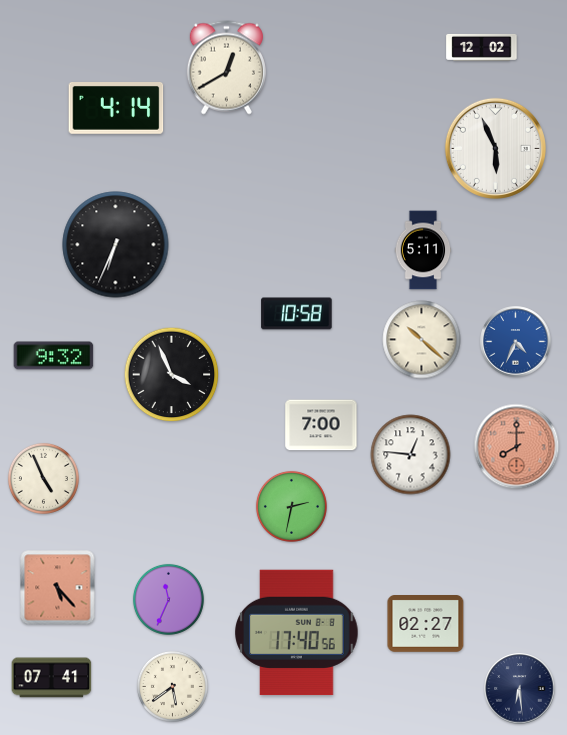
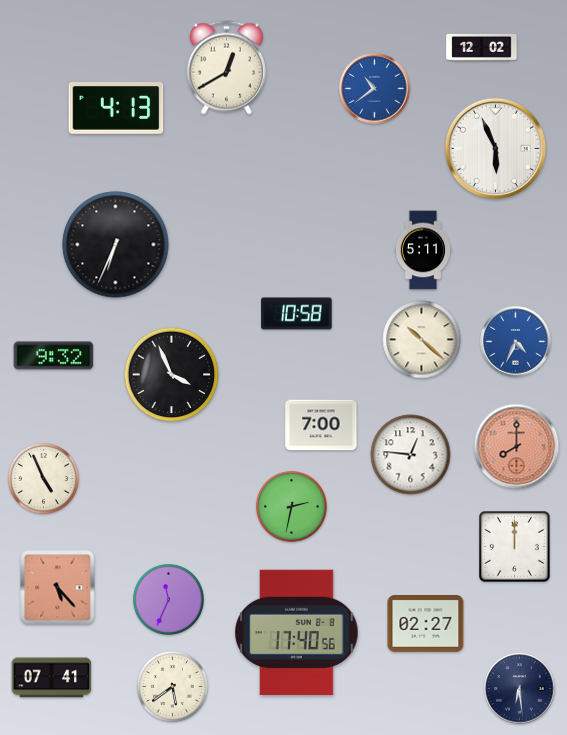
clock at (375, 89): none -> 10:39
clock at (116, 109): 4:14 -> 4:13
clock at (515, 547): none -> 12:00
